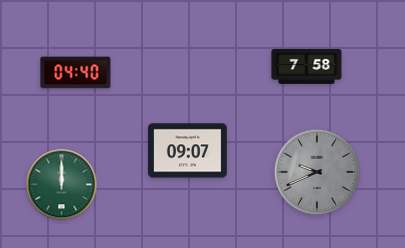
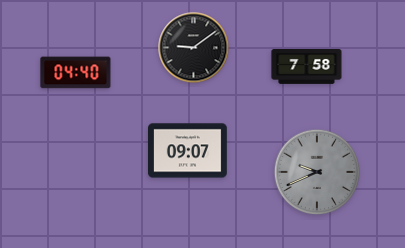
clock at (194, 48): none -> 9:09
clock at (62, 185): 12:00 -> none
